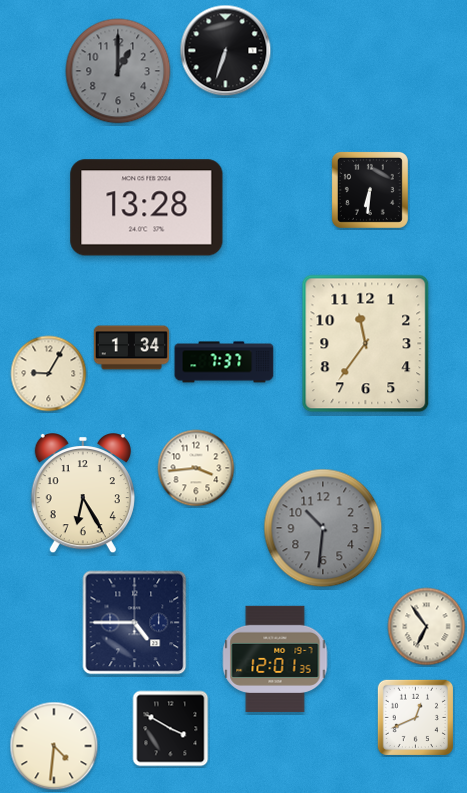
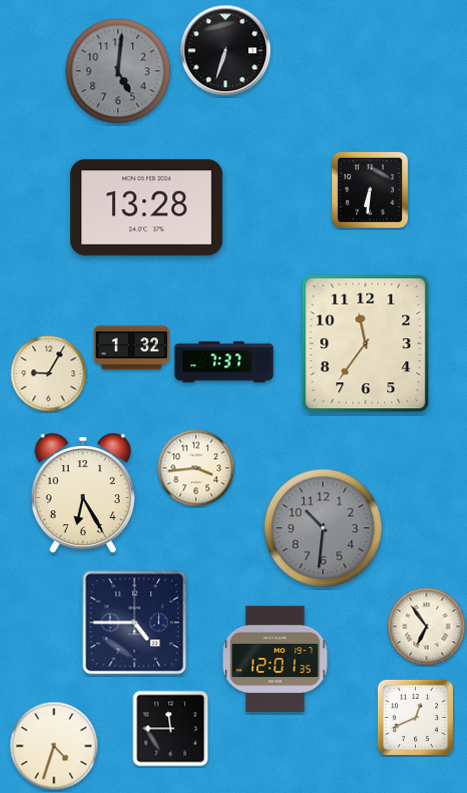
clock at (118, 71): 1:00 -> 5:01
clock at (132, 348): 1:34 -> 1:32
clock at (171, 729): 3:50 -> 11:45
clock at (54, 746): 4:31 -> 4:33
